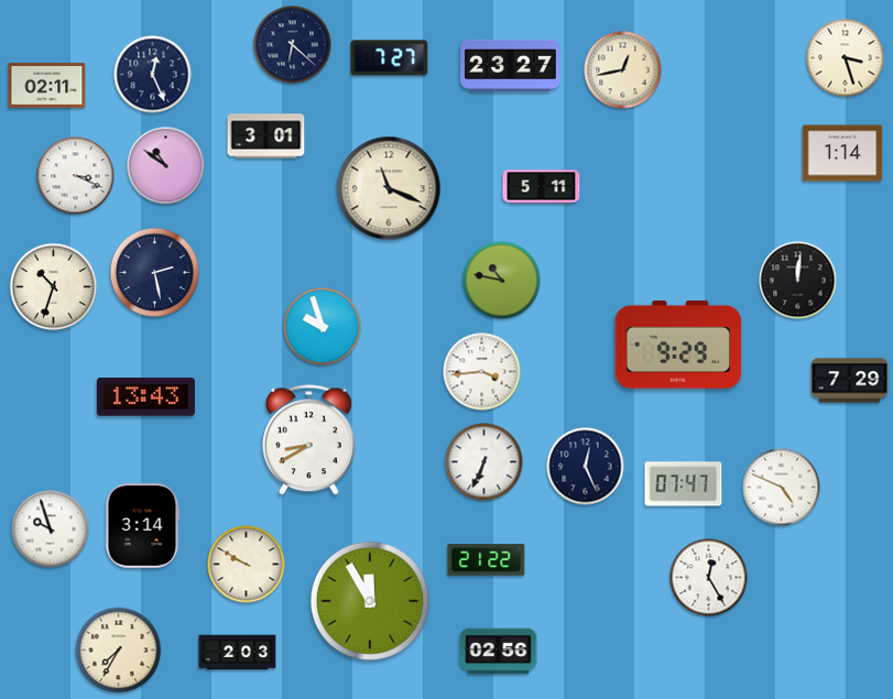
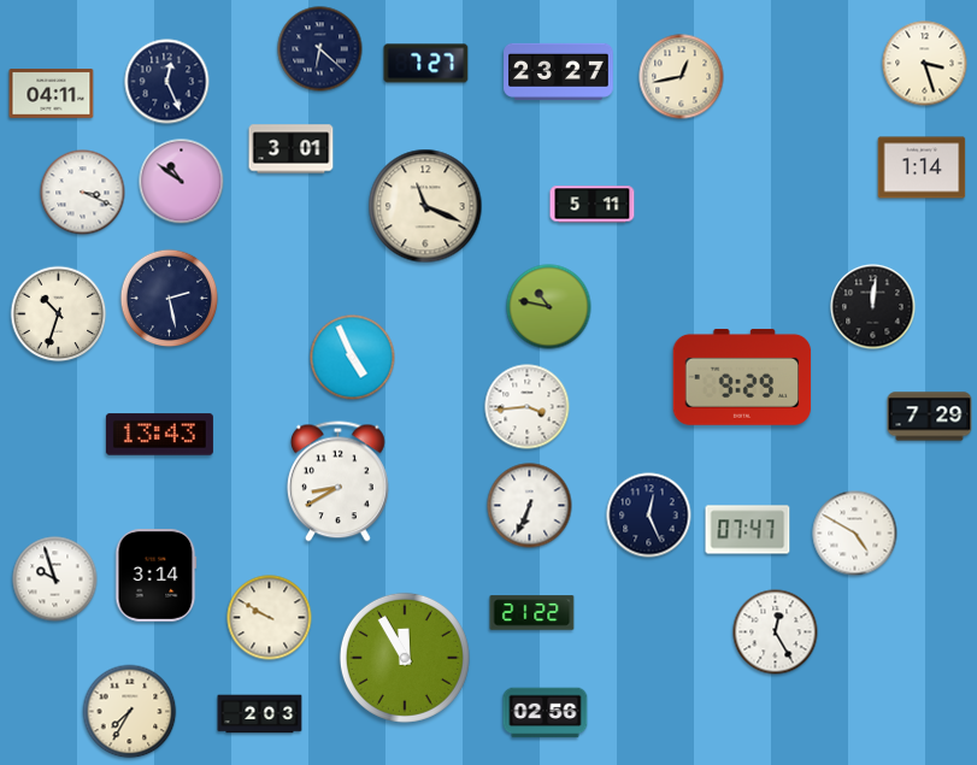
clock at (47, 86): 02:11 -> 04:11
clock at (323, 327): 9:57 -> 4:56
clock at (586, 467) position: (586, 467) -> (649, 516)
clock at (782, 488): 4:49 -> 4:50
